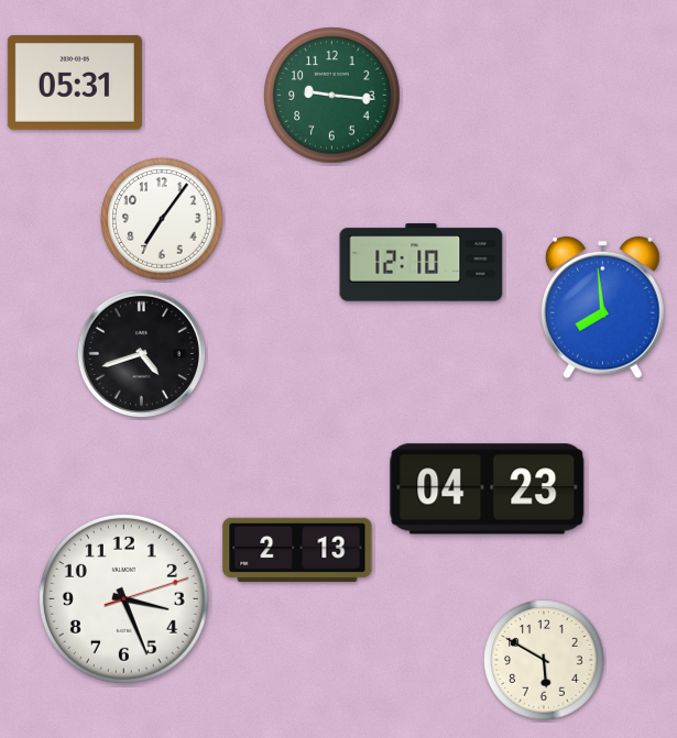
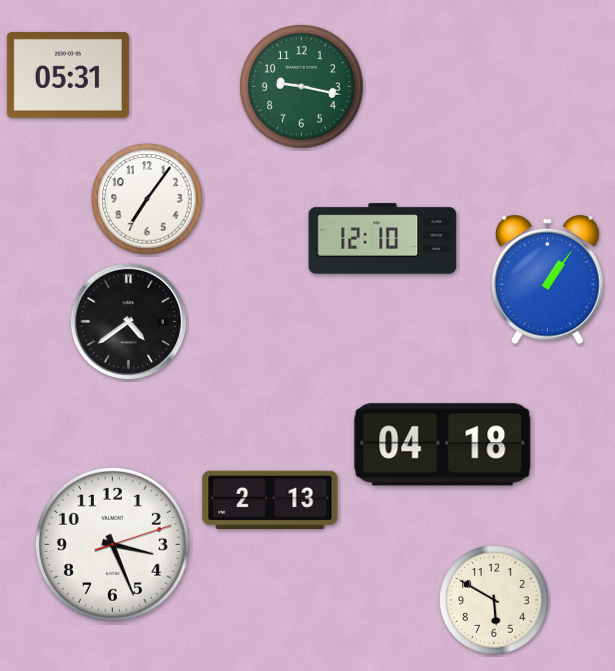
clock at (332, 96): 9:16 -> 9:17
clock at (603, 308): 7:59 -> 1:06
clock at (141, 353): 4:42 -> 4:39
clock at (488, 489): 04:23 -> 04:18
